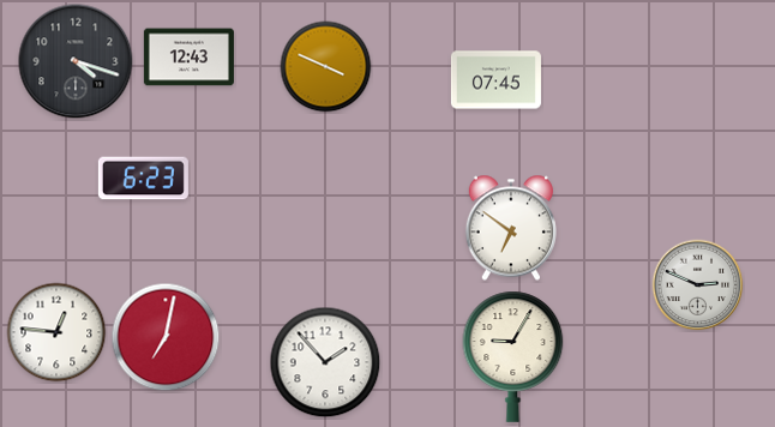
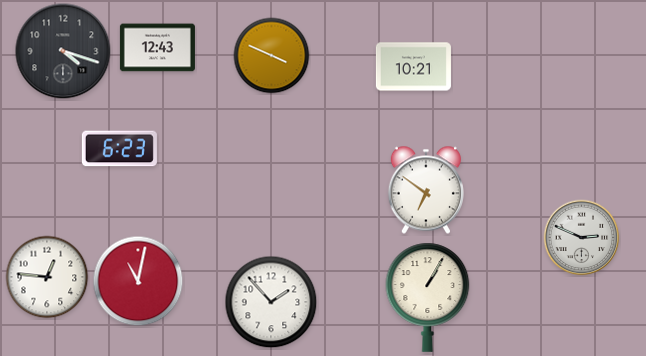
clock at (495, 80): 07:45 -> 10:21
clock at (166, 337): 7:02 -> 11:02
clock at (513, 356): 9:05 -> 1:05
